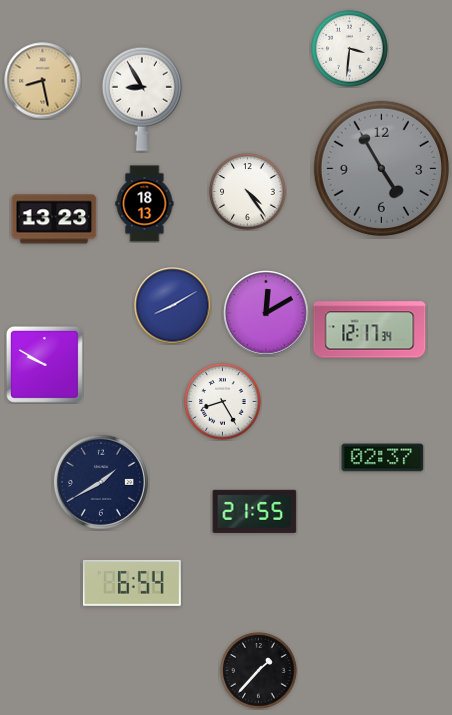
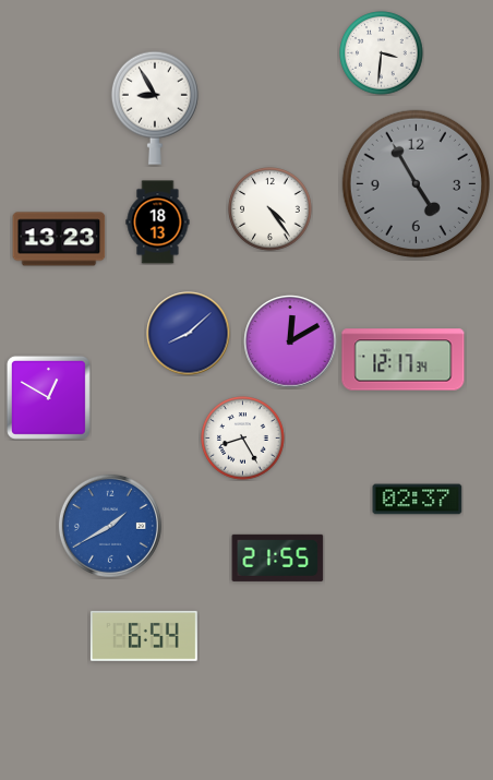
clock at (43, 81): 8:28 -> none
clock at (173, 306): 8:10 -> 8:08
clock at (44, 364): 9:50 -> 12:50
clock at (101, 482) dial: navy -> blue
clock at (259, 671): 1:37 -> none
